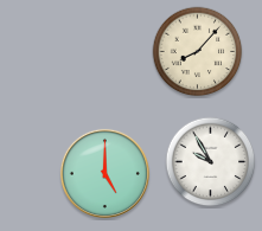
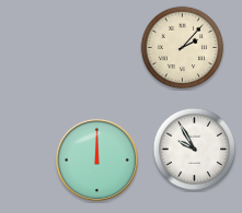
clock at (198, 52): 8:07 -> 2:07
clock at (104, 173): 5:00 -> 12:00
